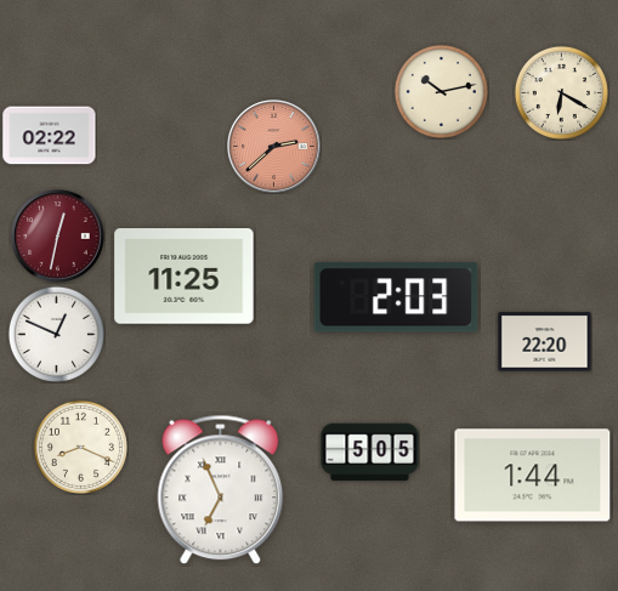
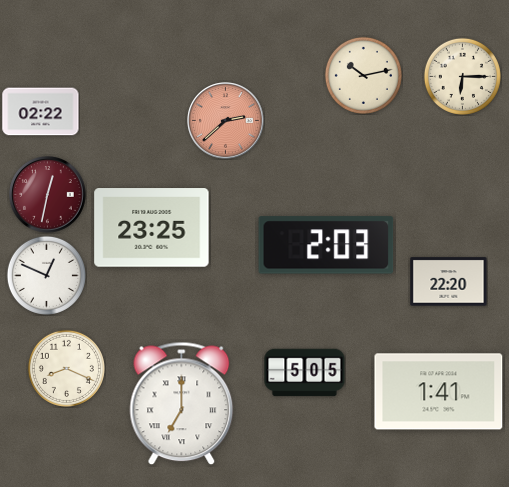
clock at (561, 92): 6:20 -> 6:15
clock at (185, 277): 11:25 -> 23:25
clock at (533, 476): 1:44 -> 1:41
clock at (221, 490): 6:56 -> 7:00
